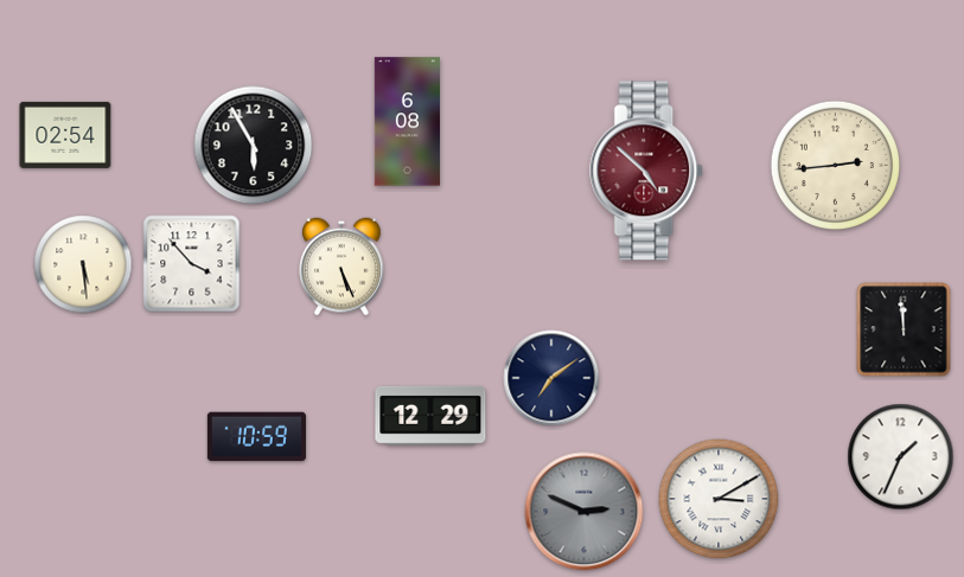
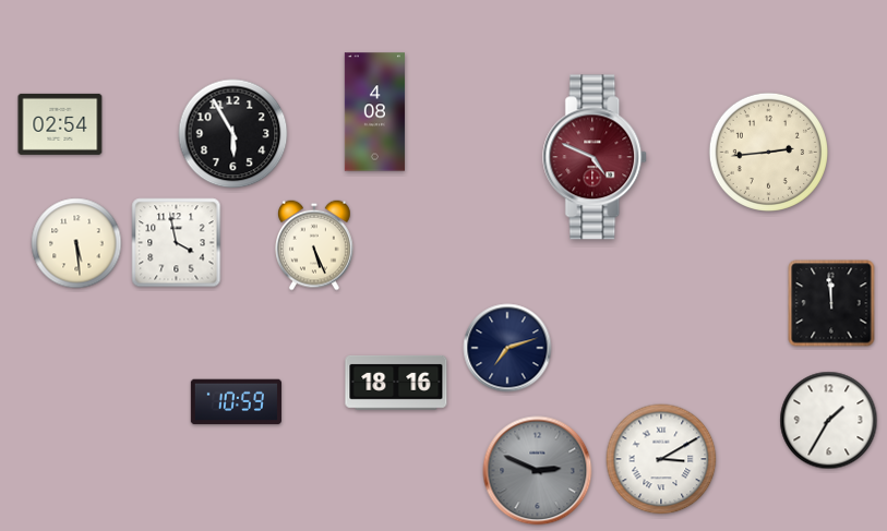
clock at (407, 122): 6:08 -> 4:08
clock at (647, 171): 4:52 -> 4:49
clock at (192, 264): 3:53 -> 3:58
clock at (551, 378): 7:09 -> 7:12
clock at (430, 416): 12:29 -> 18:16
clock at (901, 457): 1:34 -> 1:35
